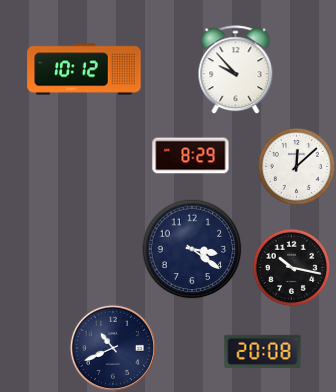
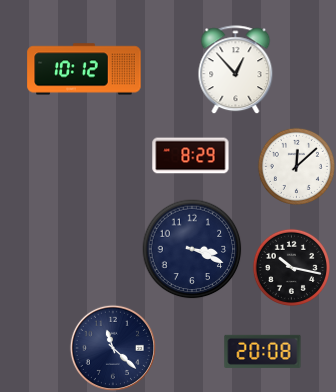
clock at (236, 70): 9:53 -> 12:53
clock at (192, 249): 3:21 -> 3:19
clock at (113, 348): 10:41 -> 11:22
